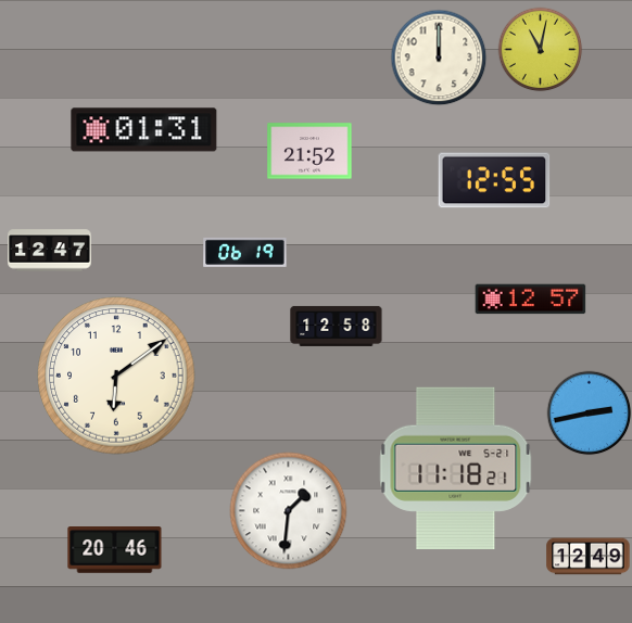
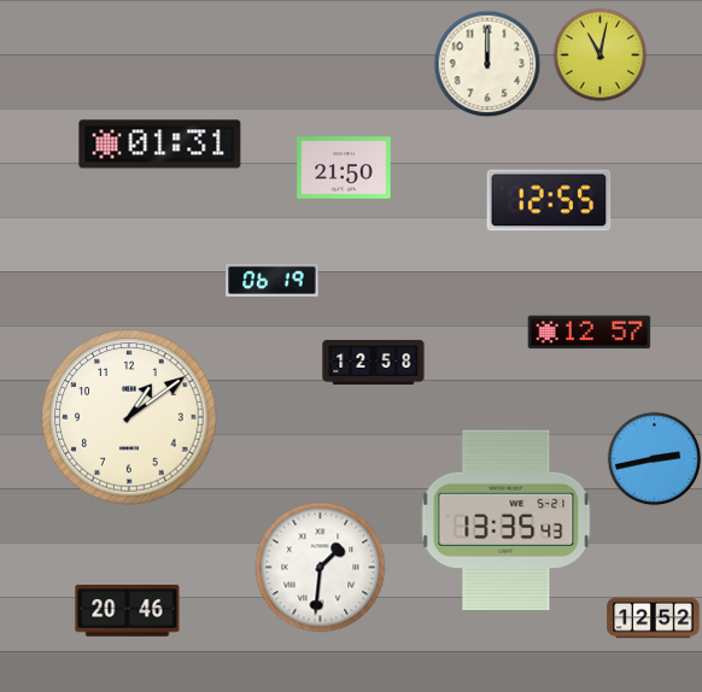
clock at (309, 151): 21:52 -> 21:50
clock at (50, 251): 12:47 -> none
clock at (116, 376): 6:09 -> 1:09
clock at (456, 468): 11:18 -> 13:35
clock at (589, 557): 12:49 -> 12:52
